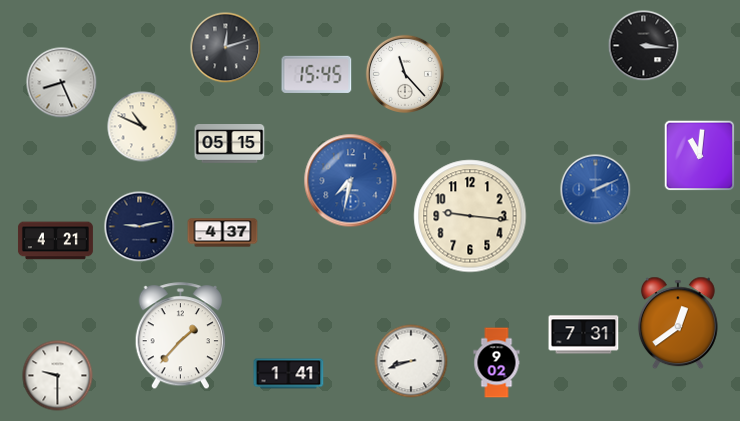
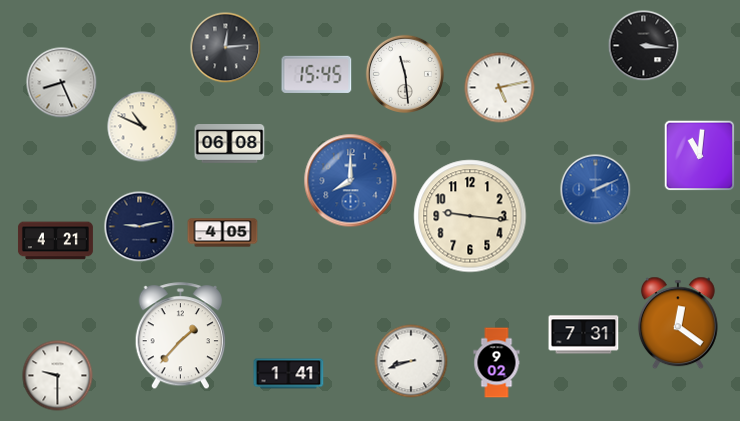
clock at (226, 48): 12:12 -> 12:14
clock at (405, 74): 11:23 -> 11:29
clock at (500, 88): none -> 5:13
clock at (230, 144): 05:15 -> 06:08
clock at (351, 181): 7:32 -> 8:00
clock at (223, 233): 4:37 -> 4:05
clock at (678, 323): 12:39 -> 12:21
